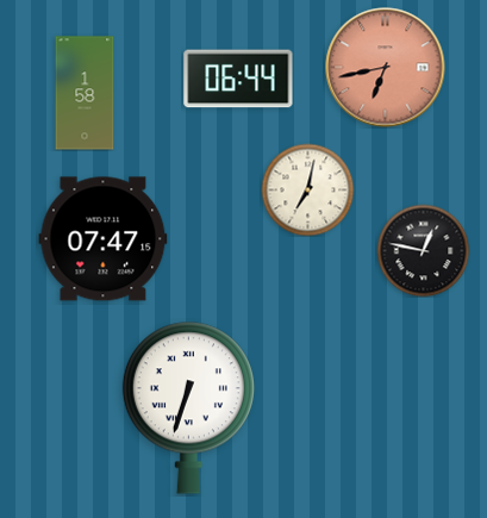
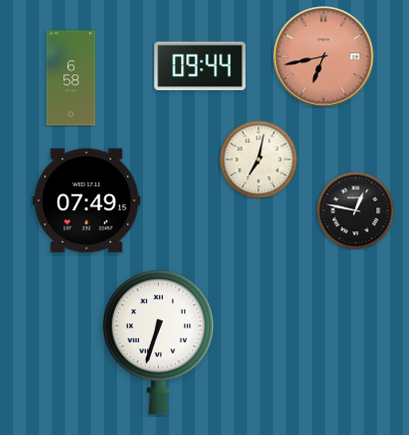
clock at (238, 79): 06:44 -> 09:44
clock at (85, 93): 1:58 -> 6:58
clock at (104, 239): 07:47 -> 07:49
